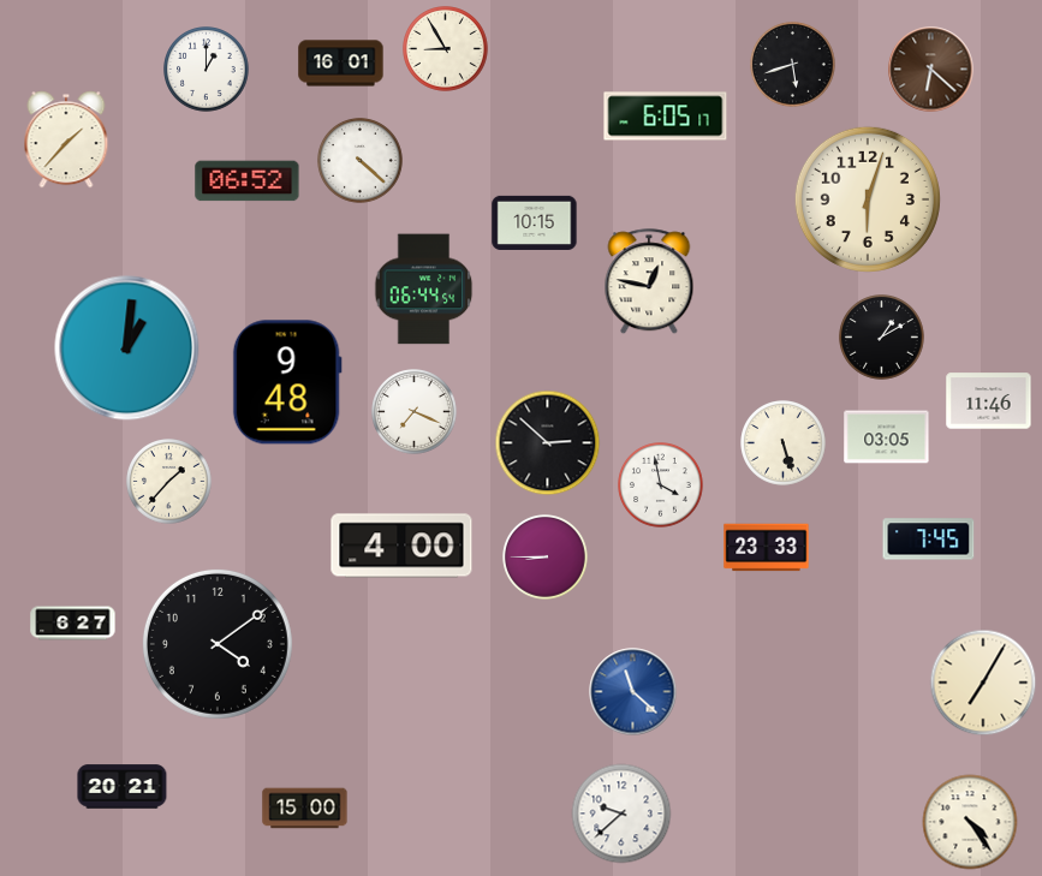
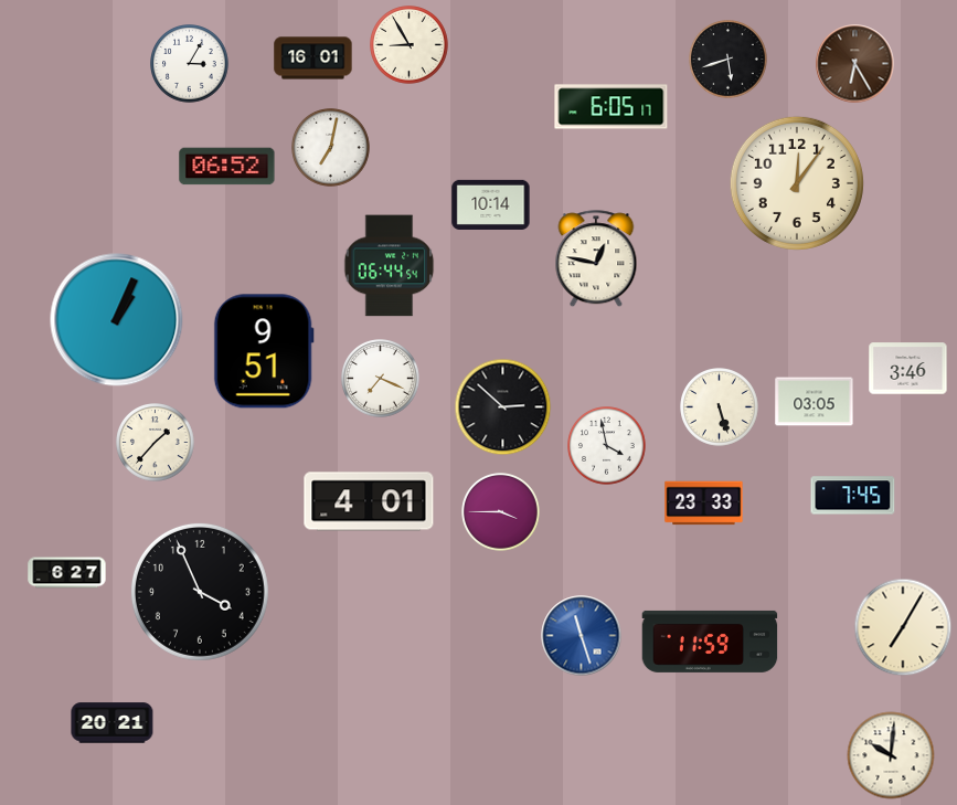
clock at (207, 70): 1:00 -> 3:05
clock at (931, 70): 6:22 -> 6:25
clock at (66, 139): 1:37 -> none
clock at (361, 161): 4:22 -> 7:02
clock at (868, 199): 6:03 -> 12:06
clock at (535, 222): 10:15 -> 10:14
clock at (882, 338): 1:10 -> none
clock at (127, 348): 1:01 -> 1:04
clock at (287, 382): 9:48 -> 9:51
clock at (989, 401): 11:46 -> 3:46
clock at (401, 546): 4:00 -> 4:01
clock at (546, 558): 8:45 -> 3:45
clock at (218, 644): 4:09 -> 3:56
clock at (633, 692): 11:22 -> 11:27
clock at (710, 642): none -> 11:59
clock at (305, 809): 15:00 -> none
clock at (621, 814): 9:38 -> none
clock at (970, 822): 4:24 -> 10:01
